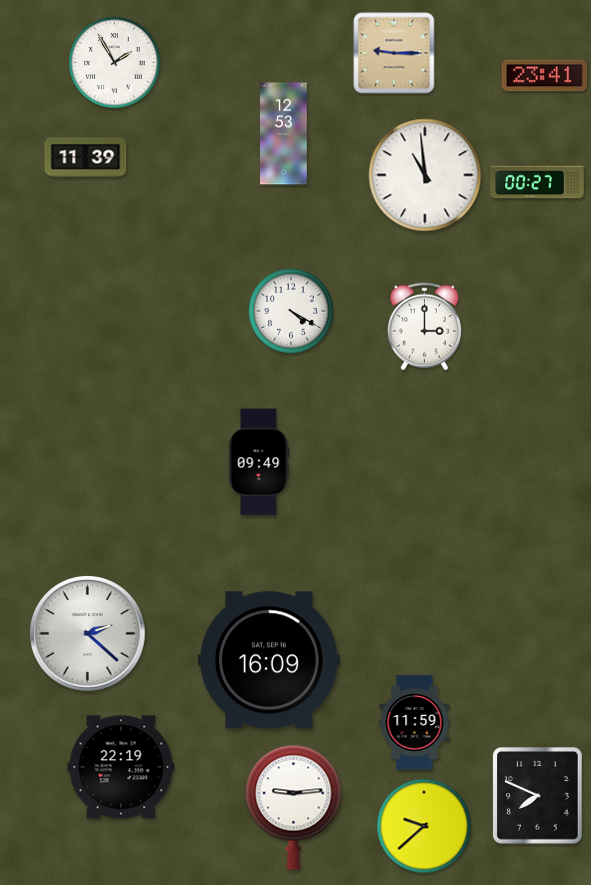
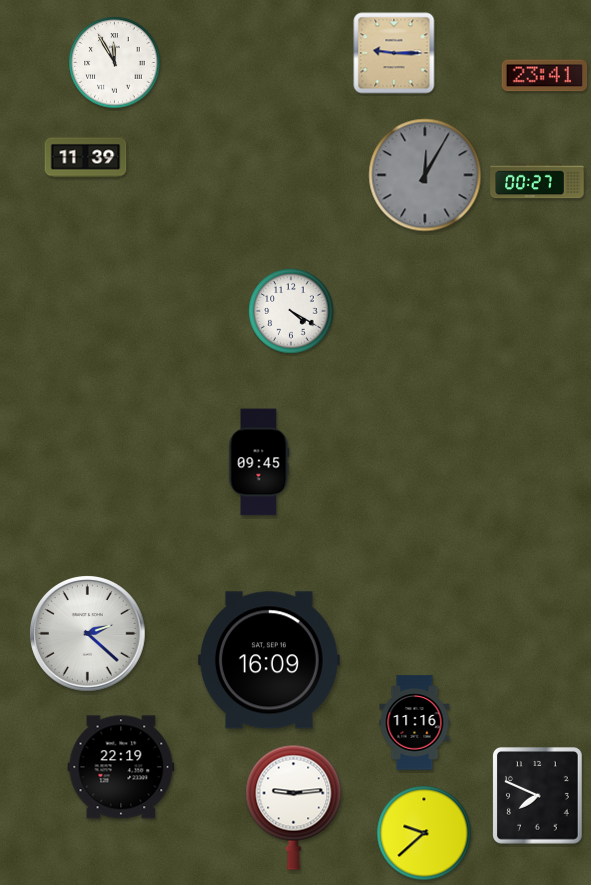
clock at (115, 63): 1:55 -> 11:55
clock at (284, 134): 12:53 -> none
clock at (425, 175): 10:59 -> 12:05
clock at (425, 175) dial: white -> grey
clock at (424, 327): 3:00 -> none
clock at (259, 462): 09:49 -> 09:45
clock at (415, 723): 11:59 -> 11:16
clock at (424, 826) position: (424, 826) -> (424, 833)
